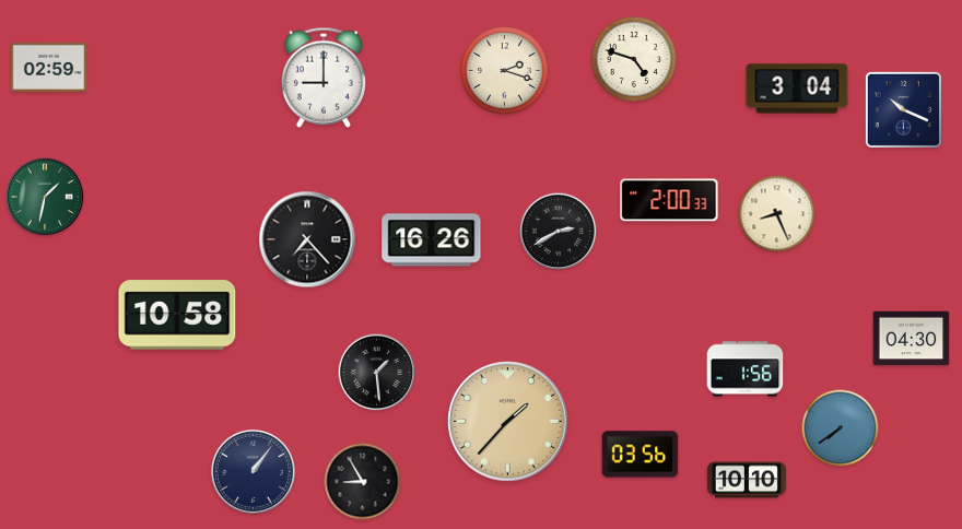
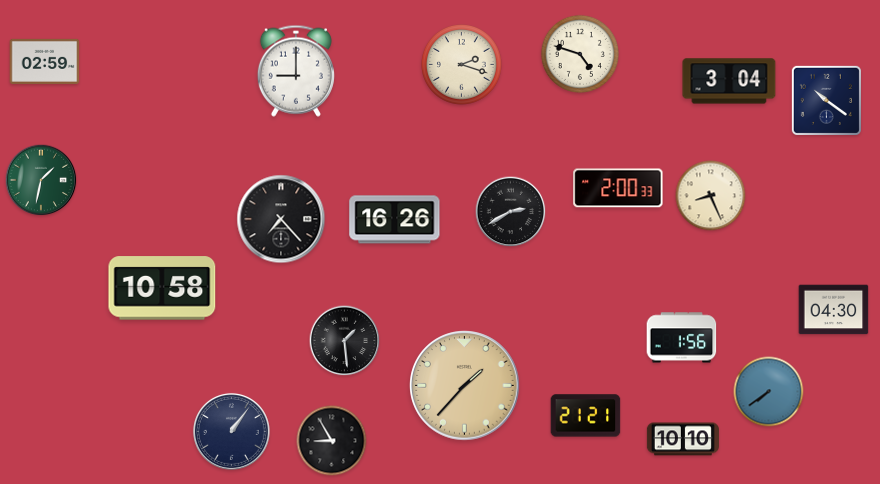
clock at (903, 109): 10:19 -> 10:21
clock at (669, 200) position: (669, 200) -> (618, 188)
clock at (641, 455): 03:56 -> 21:21
